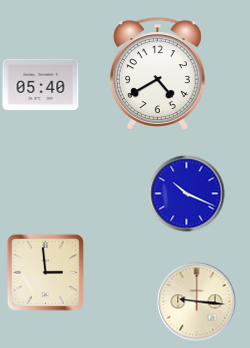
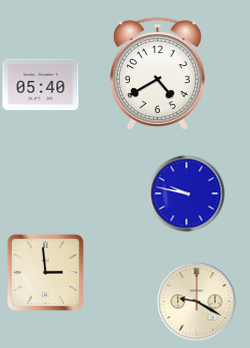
clock at (187, 194): 10:19 -> 9:47
clock at (197, 302): 9:16 -> 9:20
